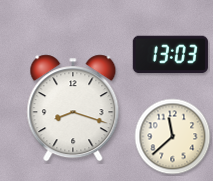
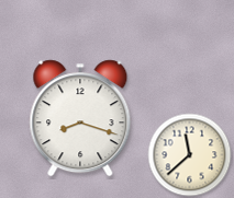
clock at (170, 55): 13:03 -> none
clock at (173, 137) position: (173, 137) -> (190, 155)
